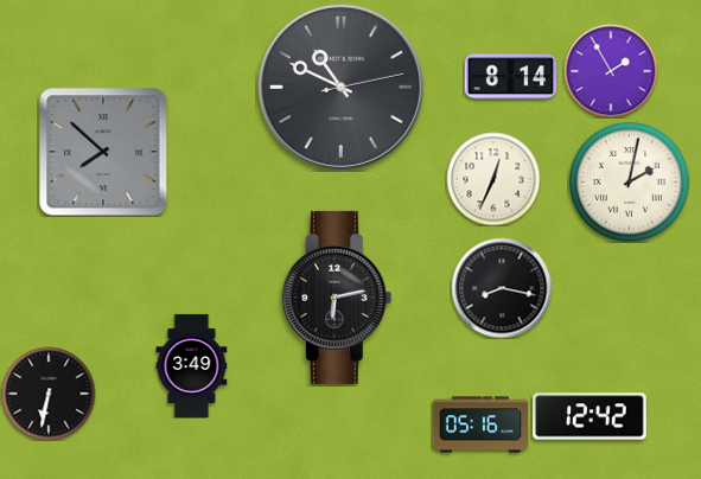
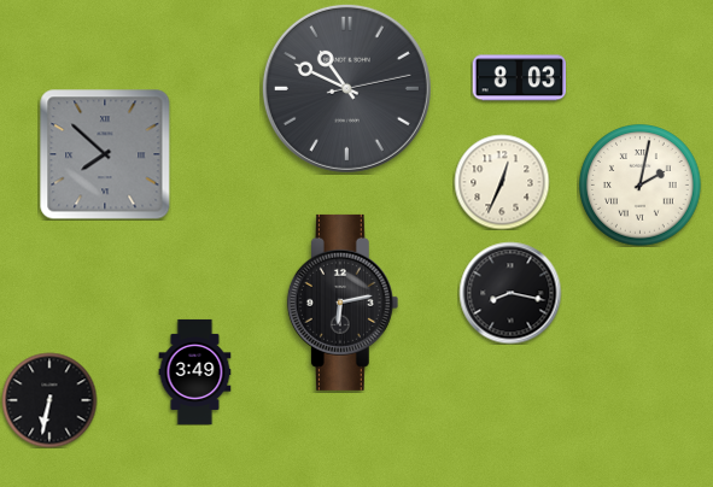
clock at (611, 71): 1:55 -> none
clock at (510, 77): 8:14 -> 8:03
clock at (590, 416): 12:42 -> none
clock at (480, 424): 05:16 -> none
